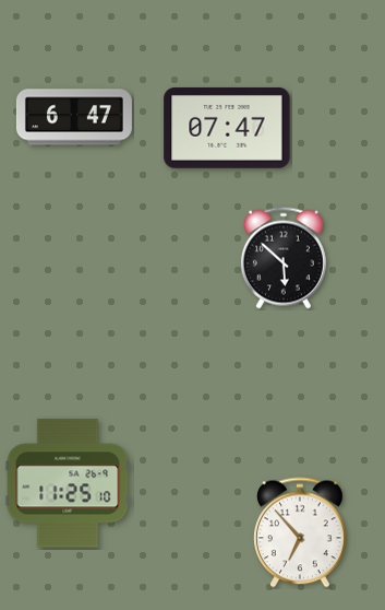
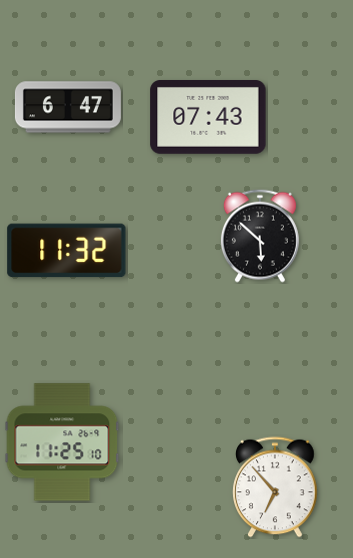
clock at (227, 129): 07:47 -> 07:43
clock at (67, 251): none -> 11:32
